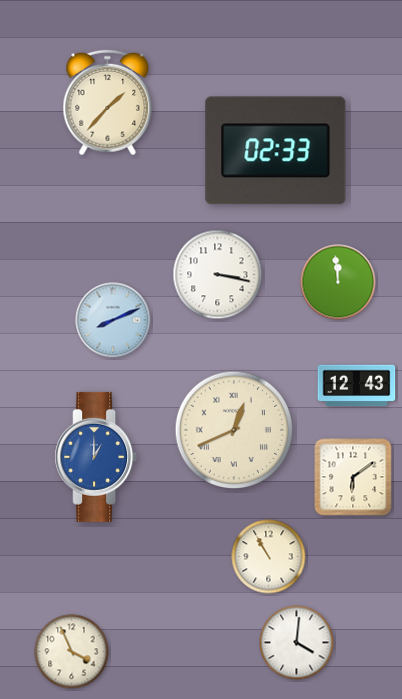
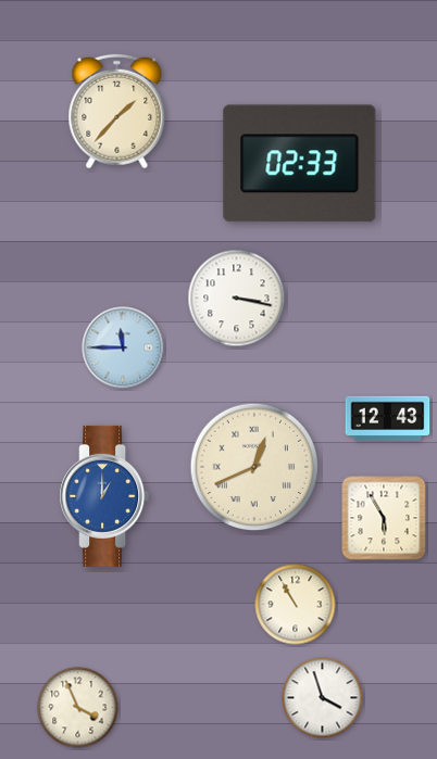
clock at (338, 282): 11:59 -> none
clock at (113, 320): 8:11 -> 11:45
clock at (353, 477): 6:09 -> 5:55
clock at (269, 557) position: (269, 557) -> (296, 605)
clock at (297, 643): 4:01 -> 3:57
